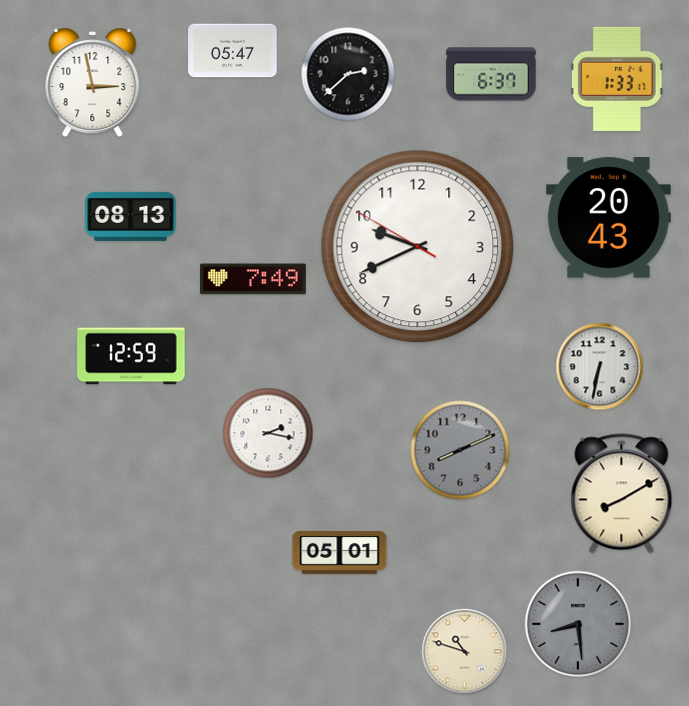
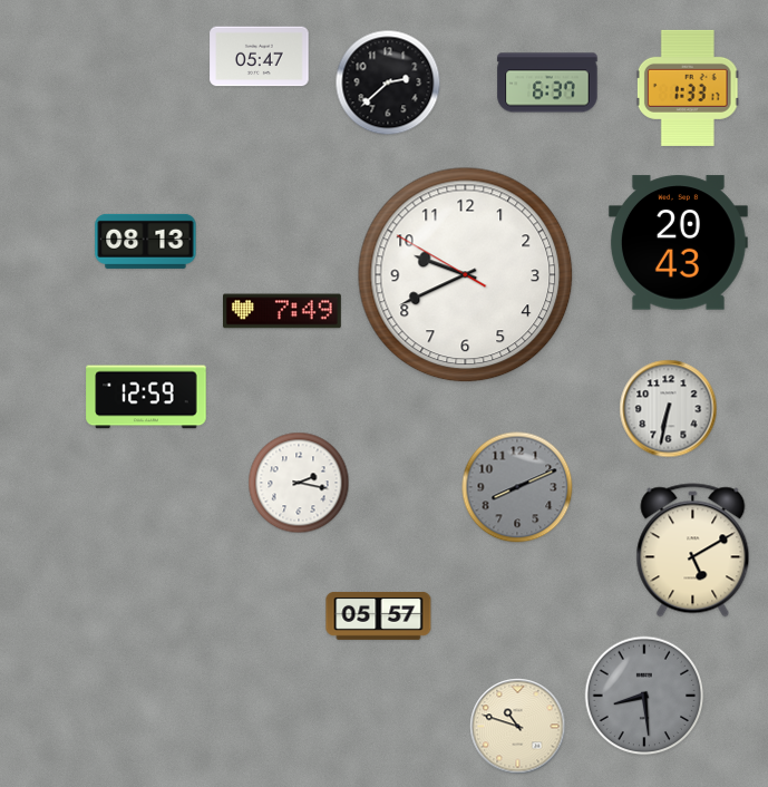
clock at (93, 83): 2:58 -> none
clock at (460, 450) position: (460, 450) -> (517, 487)
clock at (622, 494): 8:10 -> 5:10
clock at (340, 552): 05:01 -> 05:57
